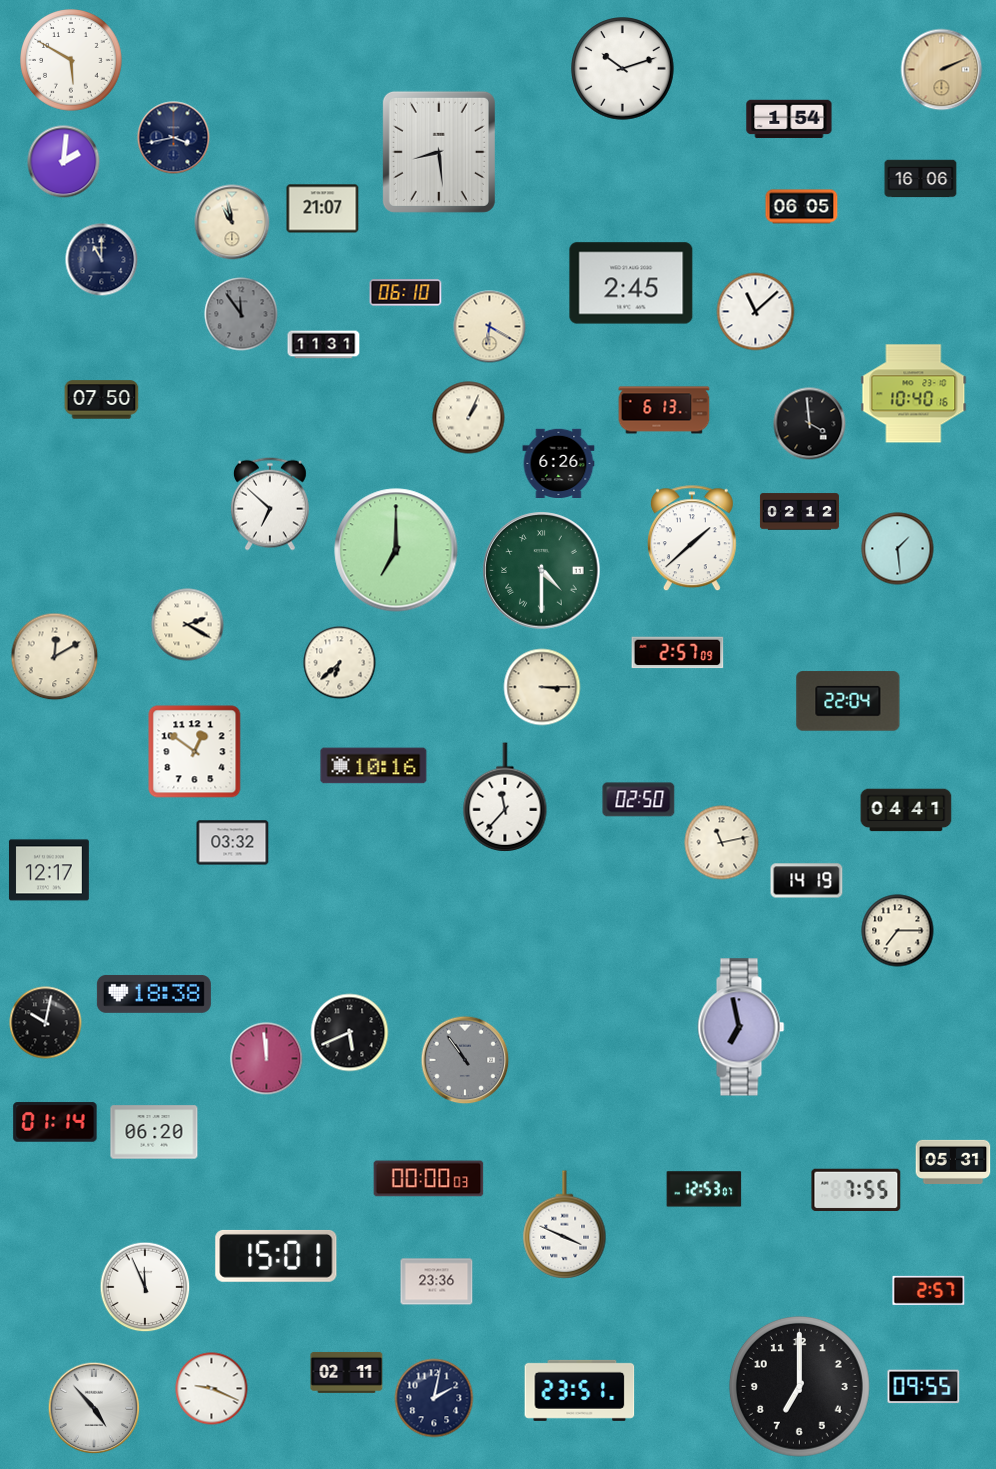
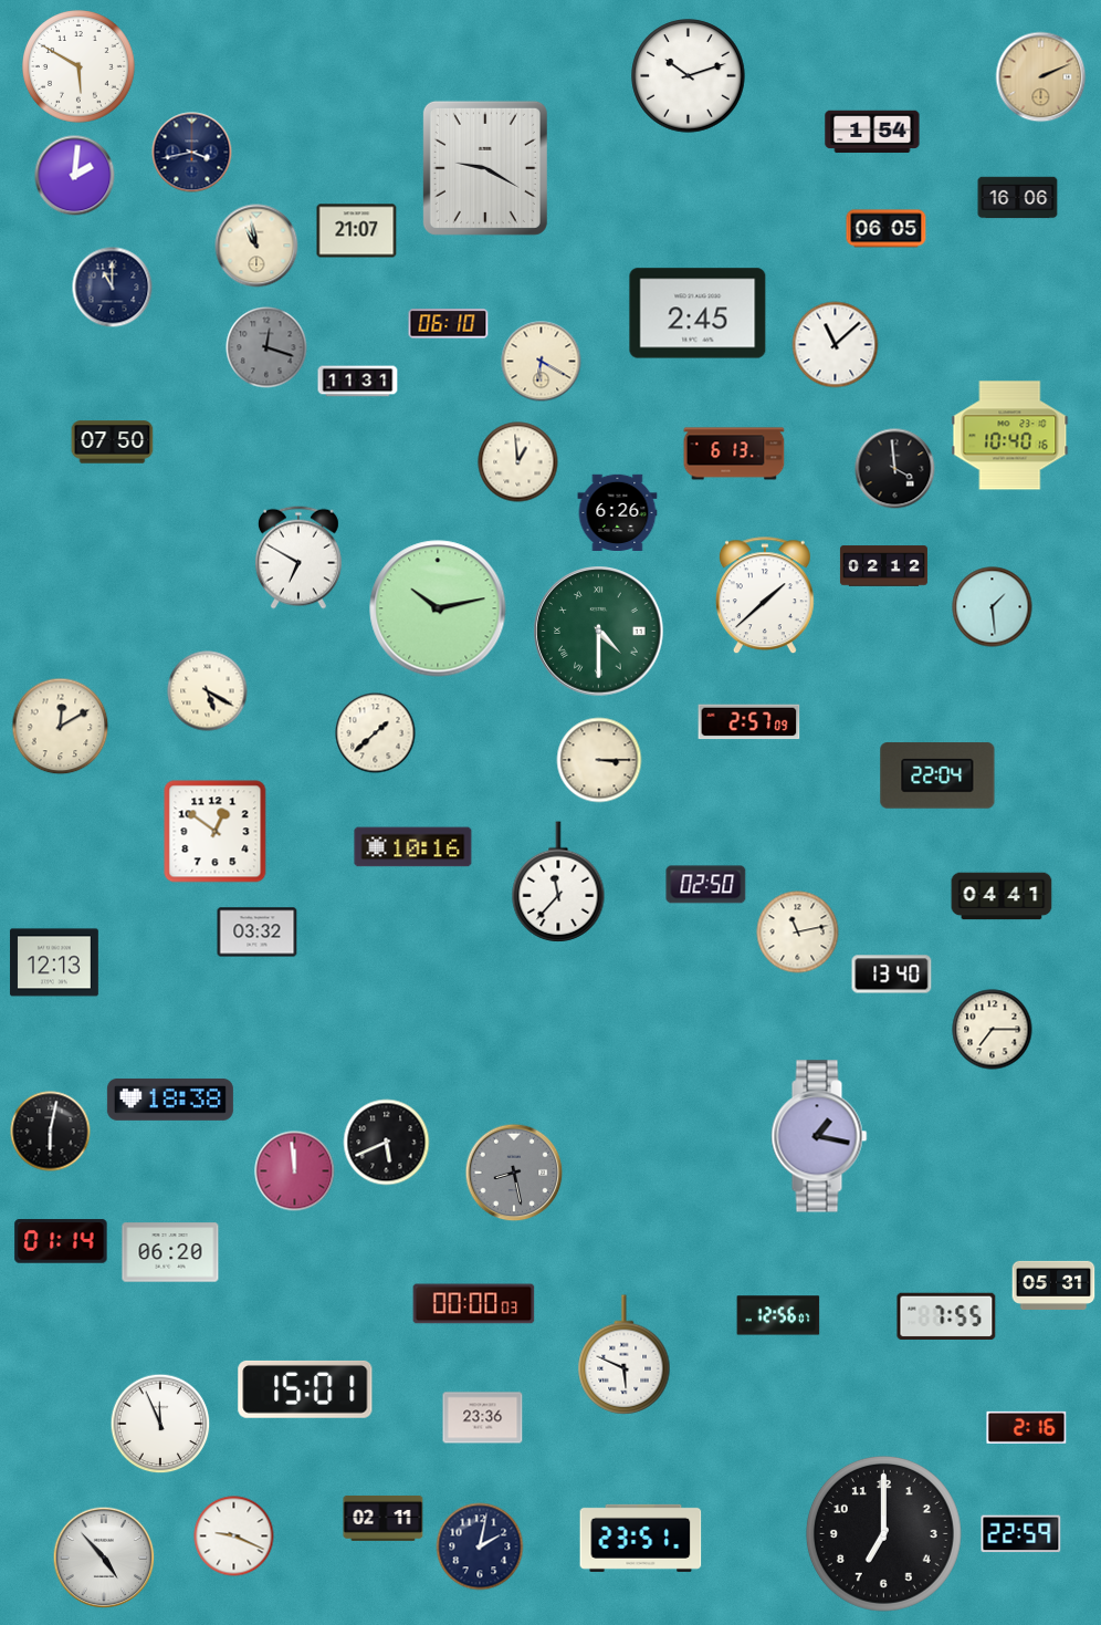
clock at (439, 152): 8:29 -> 9:20
clock at (64, 162) position: (64, 162) -> (75, 176)
clock at (241, 314): 11:54 -> 12:18
clock at (469, 418): 1:04 -> 12:59
clock at (270, 504): 6:52 -> 6:50
clock at (396, 550): 7:00 -> 10:13
clock at (188, 625): 2:20 -> 5:20
clock at (340, 663): 6:38 -> 1:38
clock at (49, 870): 12:17 -> 12:13
clock at (807, 881): 14:19 -> 13:40
clock at (46, 1023): 10:02 -> 6:02
clock at (741, 1027): 6:58 -> 1:17
clock at (465, 1060): 10:54 -> 8:28
clock at (704, 1189): 12:53 -> 12:56
clock at (565, 1225): 3:49 -> 5:49
clock at (929, 1290): 2:57 -> 2:16
clock at (924, 1387): 09:55 -> 22:59
